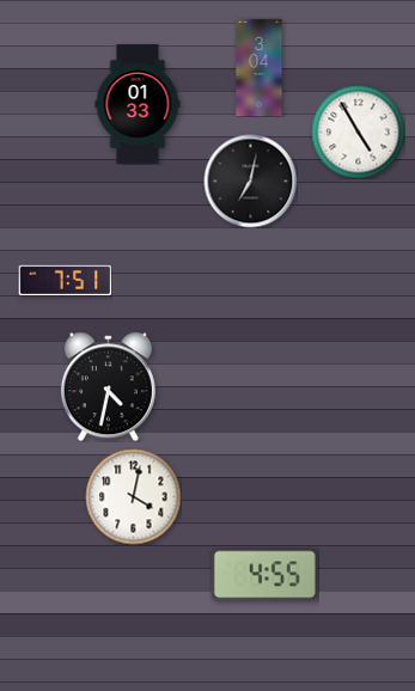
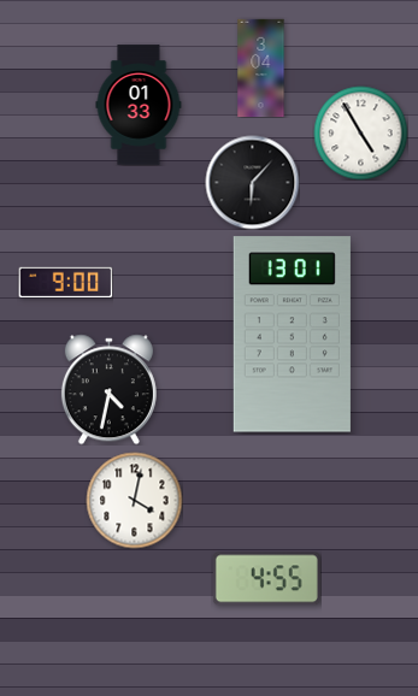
clock at (250, 181): 7:02 -> 6:07
clock at (65, 280): 7:51 -> 9:00
clock at (292, 335): none -> 13:01
